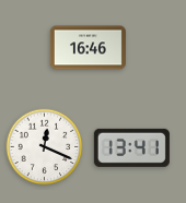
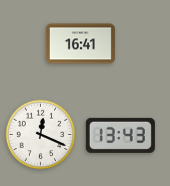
clock at (88, 48): 16:46 -> 16:41
clock at (131, 147): 13:41 -> 13:43
